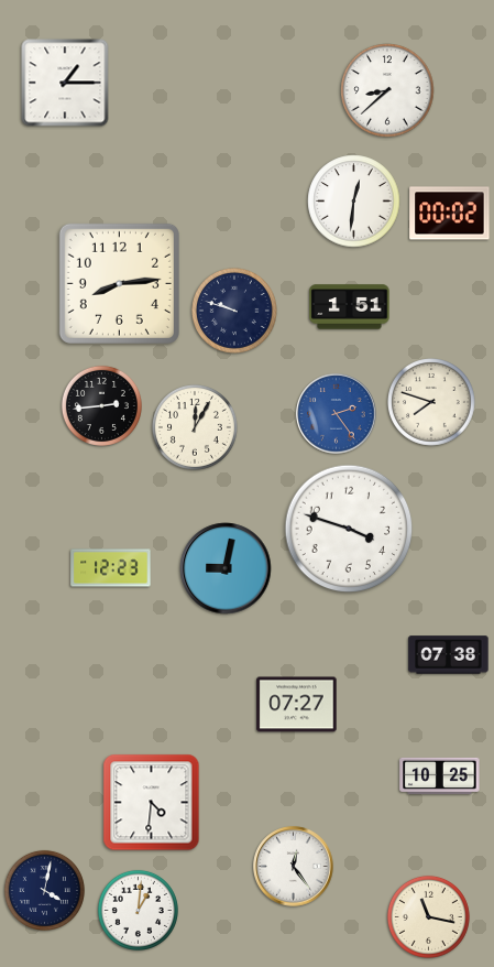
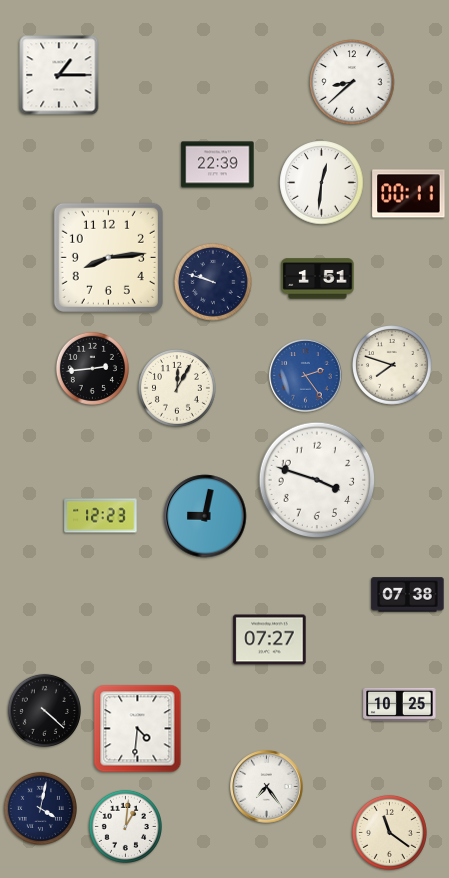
clock at (218, 165): none -> 22:39
clock at (450, 214): 00:02 -> 00:11
clock at (44, 710): none -> 4:22
clock at (294, 867): 12:24 -> 7:24
clock at (428, 916): 11:17 -> 11:21
